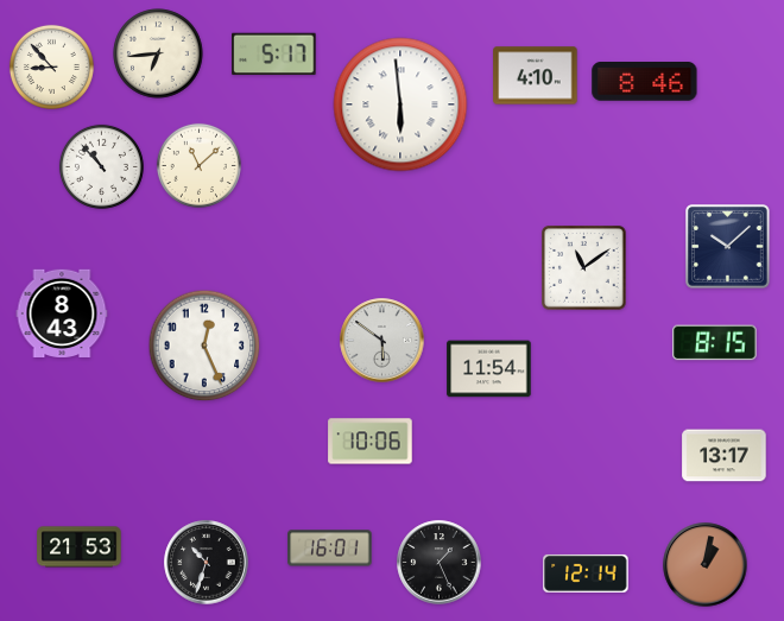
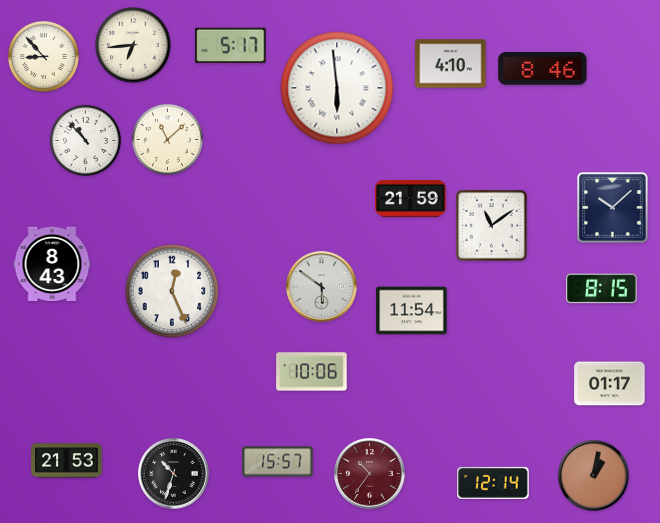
clock at (411, 199): none -> 21:59
clock at (725, 456): 13:17 -> 01:17
clock at (330, 549): 16:01 -> 15:57
clock at (440, 563): 1:26 -> 10:36
clock at (440, 563) dial: black -> burgundy
